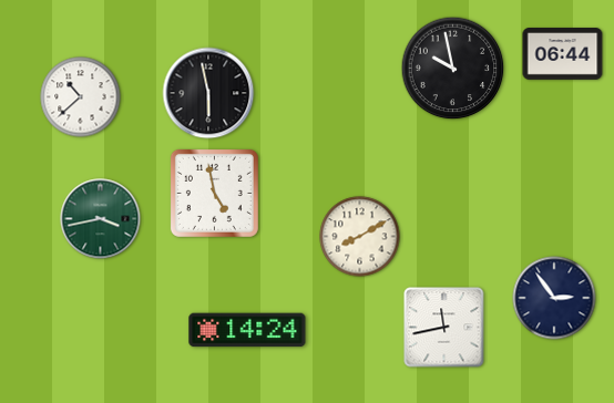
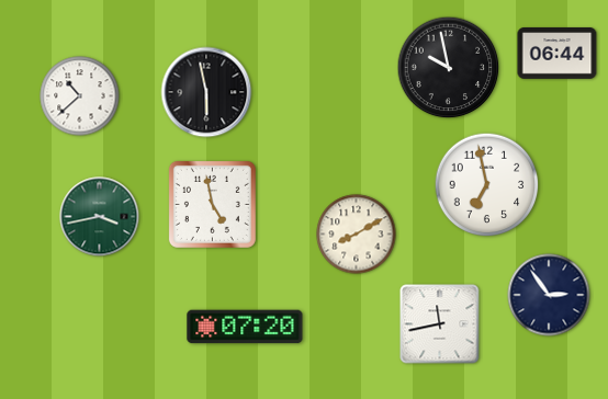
clock at (487, 185): none -> 6:58
clock at (214, 193) position: (214, 193) -> (212, 204)
clock at (247, 330): 14:24 -> 07:20
